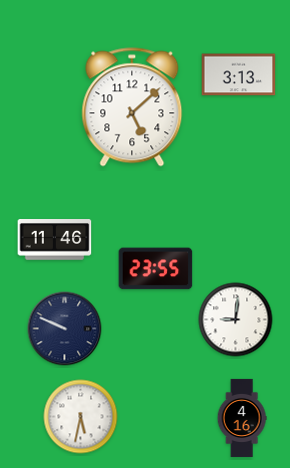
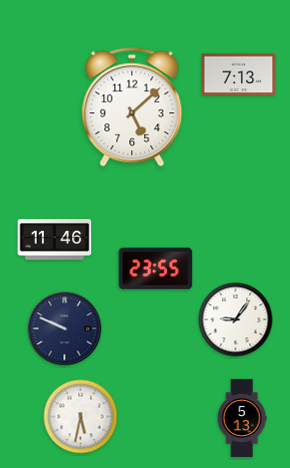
clock at (239, 75): 3:13 -> 7:13
clock at (236, 320): 9:01 -> 9:06
clock at (242, 418): 4:16 -> 5:13
